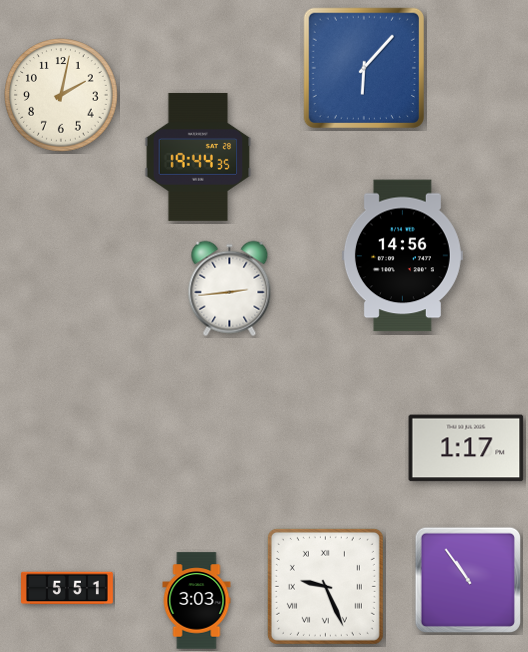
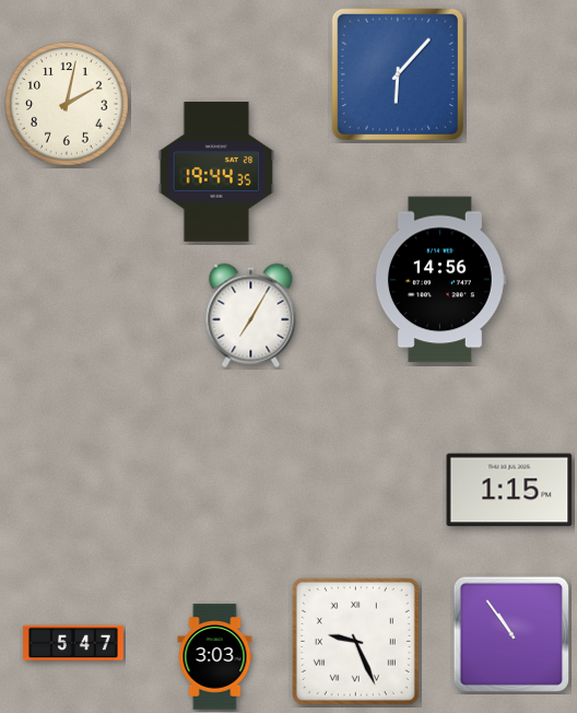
clock at (230, 289): 2:44 -> 7:05
clock at (466, 448): 1:17 -> 1:15
clock at (68, 588): 5:51 -> 5:47
